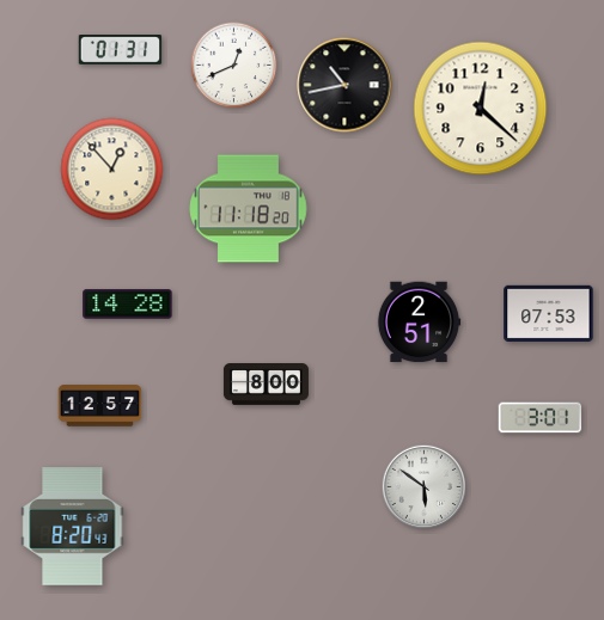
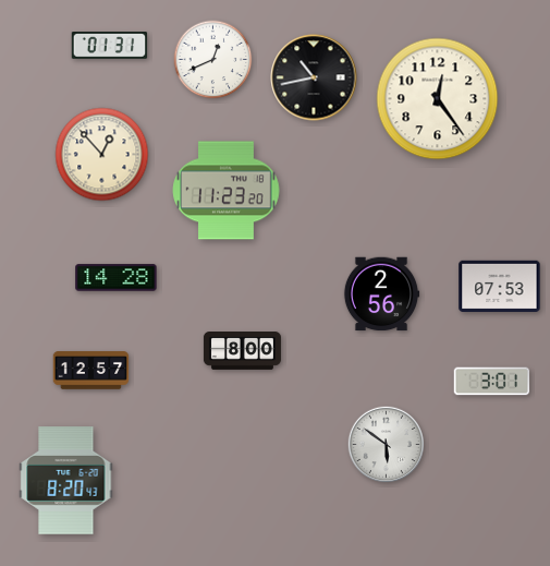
clock at (481, 109): 12:22 -> 12:24
clock at (249, 209): 11:18 -> 11:23
clock at (419, 323): 2:51 -> 2:56
